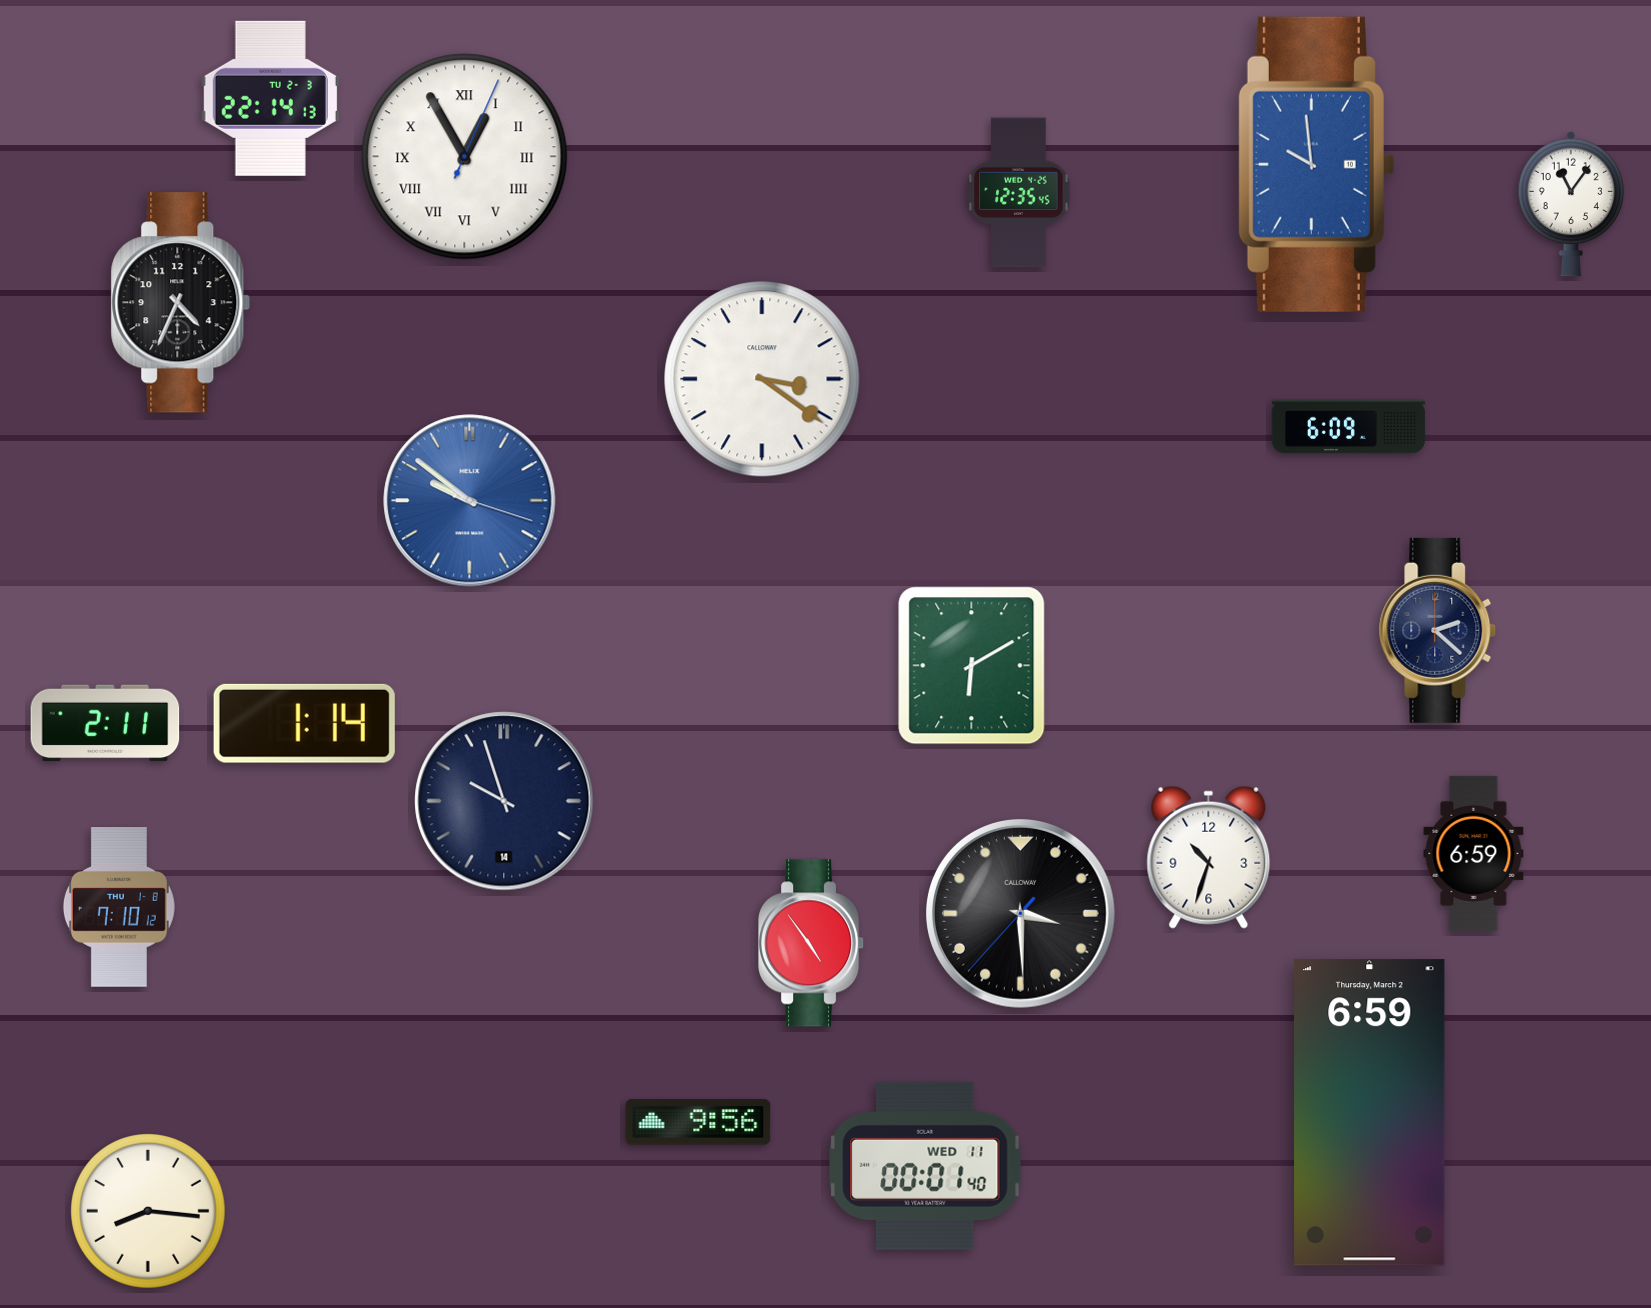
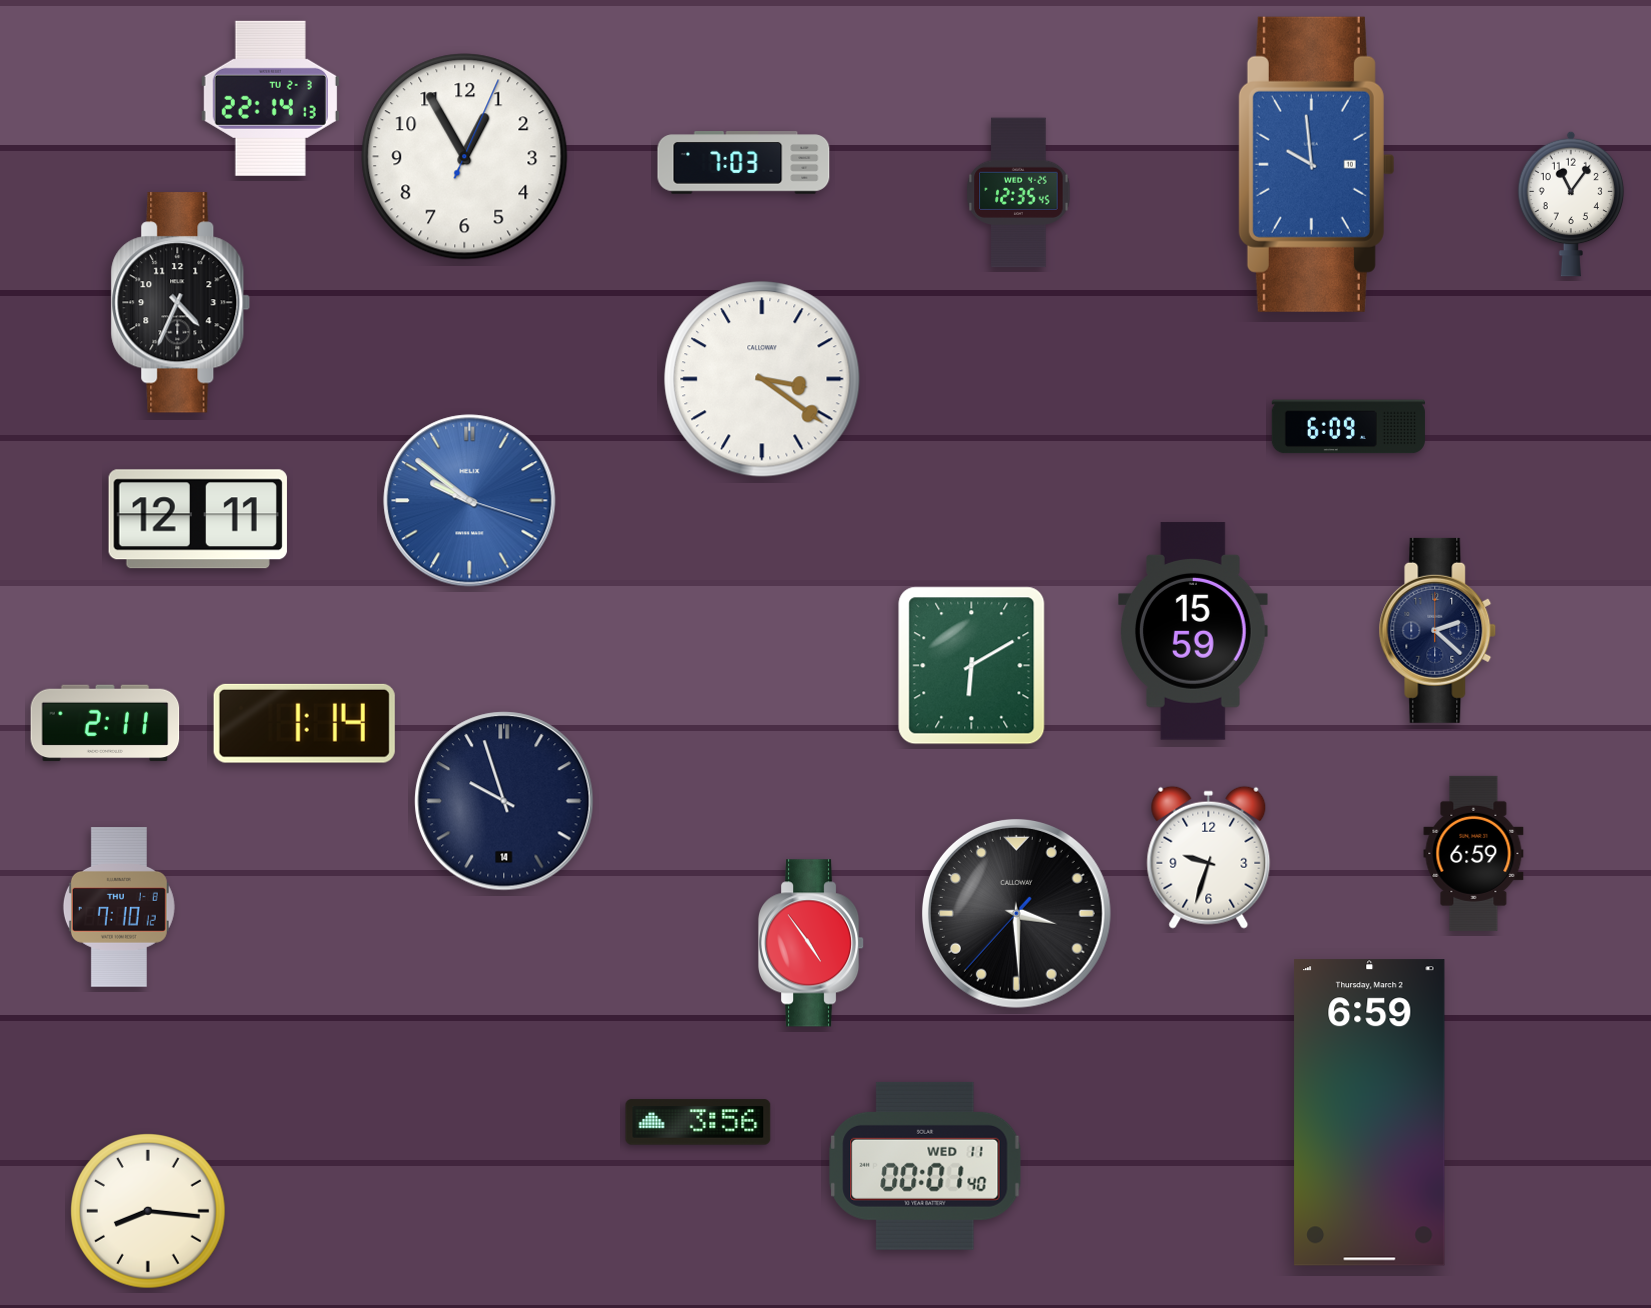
clock at (465, 157) numerals: Roman -> Arabic
clock at (744, 163): none -> 7:03
clock at (198, 519): none -> 12:11
clock at (1194, 631): none -> 15:59
clock at (1209, 857): 10:33 -> 9:33
clock at (1020, 913) position: (1020, 913) -> (1016, 913)
clock at (698, 1122): 9:56 -> 3:56
